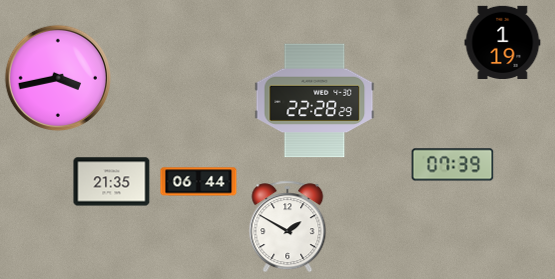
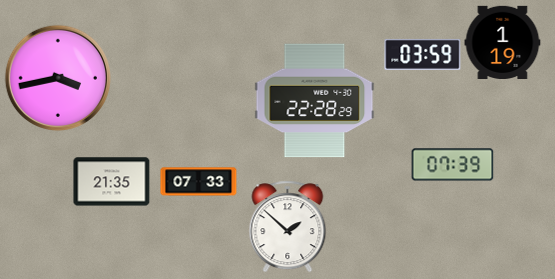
clock at (423, 54): none -> 03:59
clock at (199, 182): 06:44 -> 07:33
clock at (288, 227): 1:50 -> 1:52
